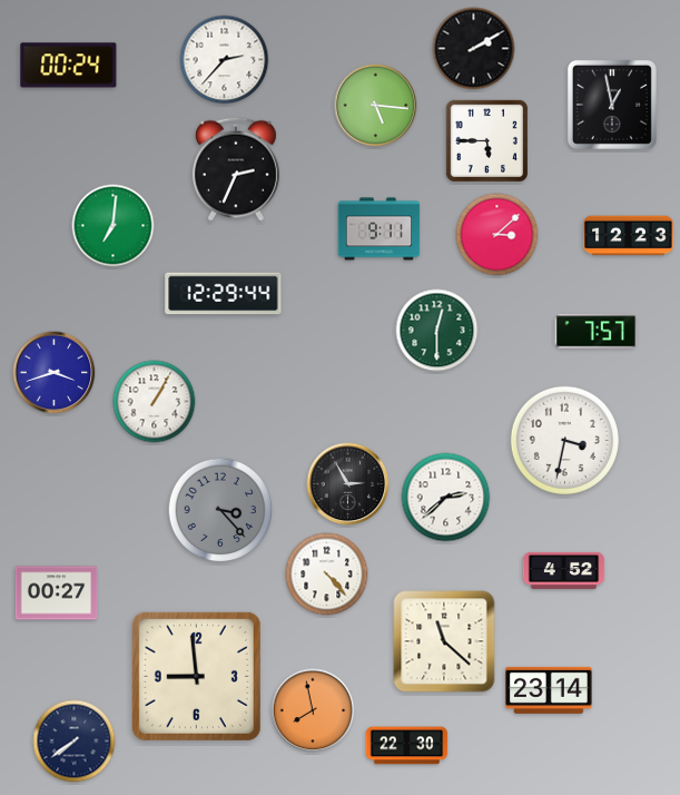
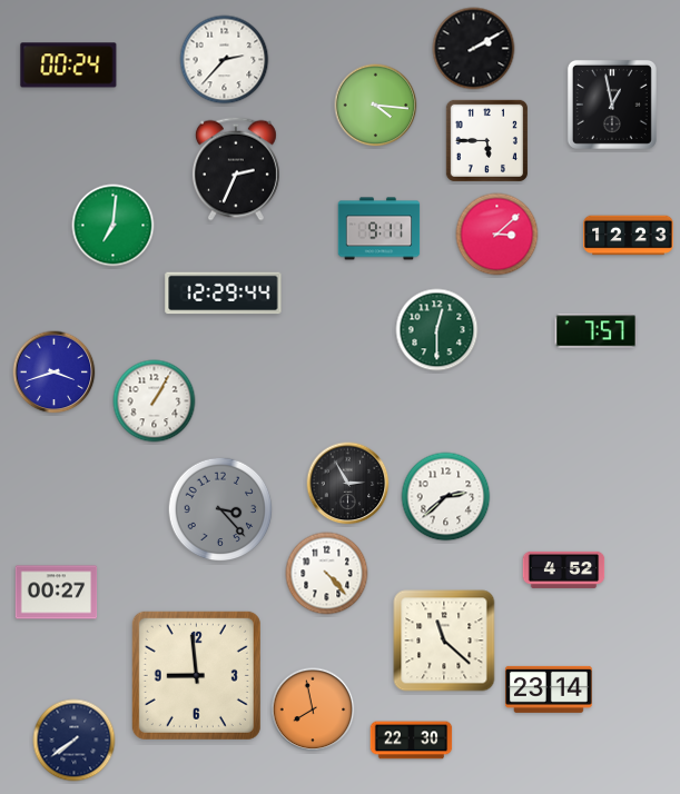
clock at (376, 106): 5:16 -> 4:16
clock at (564, 440): 3:32 -> none
clock at (407, 746) position: (407, 746) -> (412, 741)
